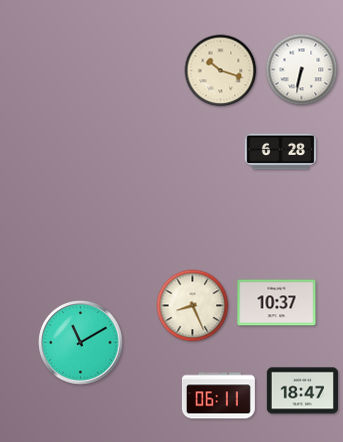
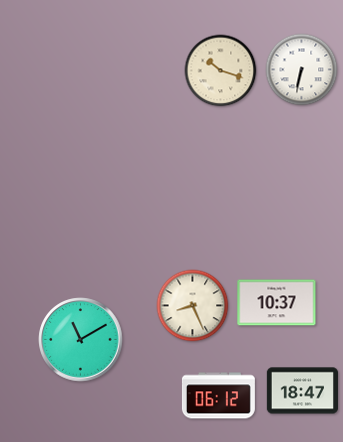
clock at (280, 152): 6:28 -> none
clock at (81, 343) position: (81, 343) -> (81, 340)
clock at (218, 396): 06:11 -> 06:12
